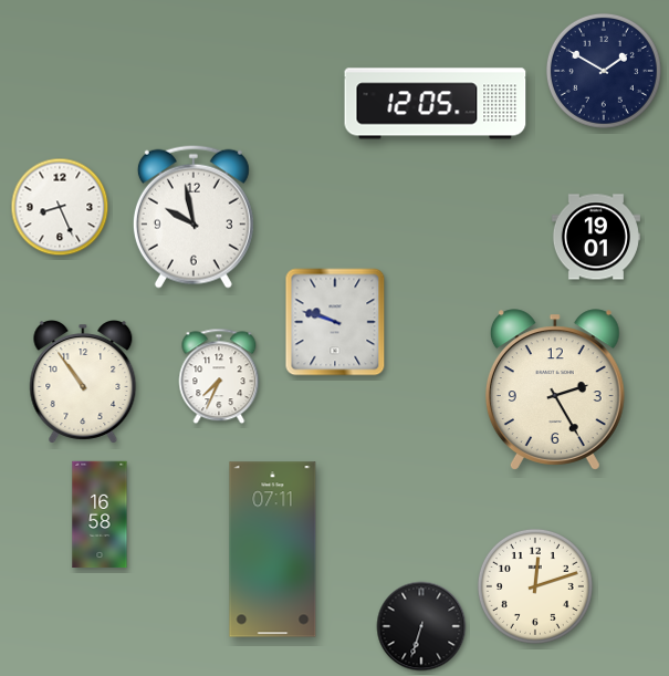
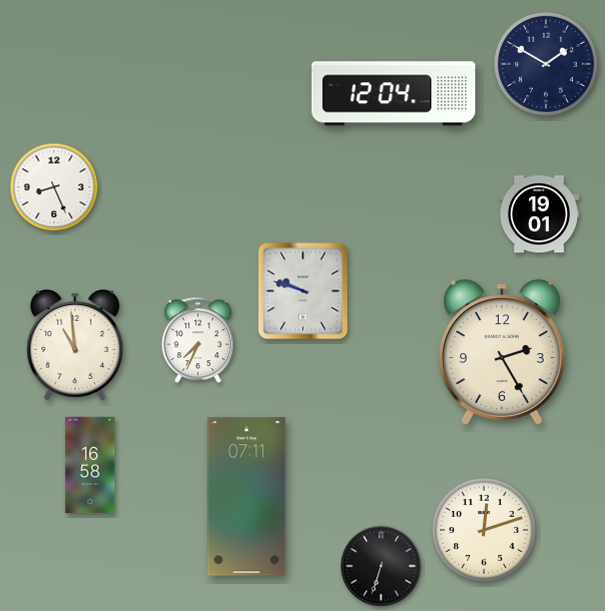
clock at (436, 104): 12:05 -> 12:04
clock at (194, 217): 9:58 -> none
clock at (83, 382): 10:54 -> 10:59
